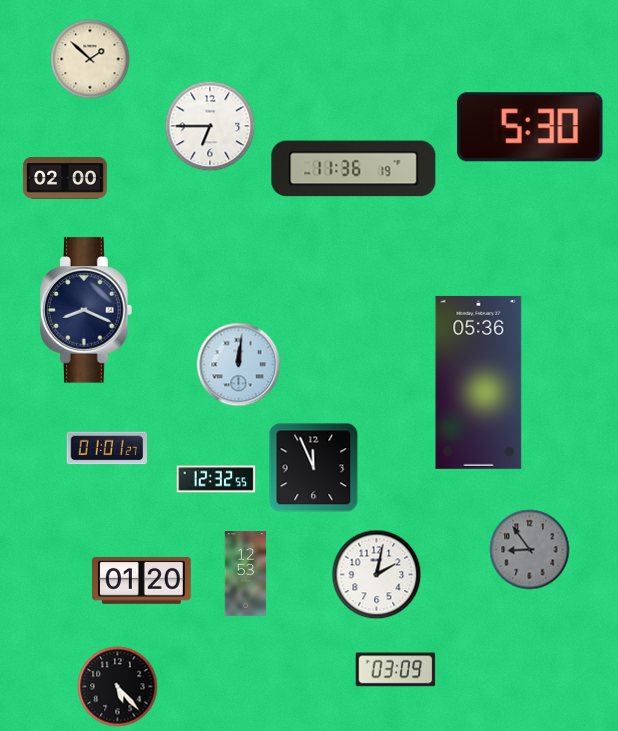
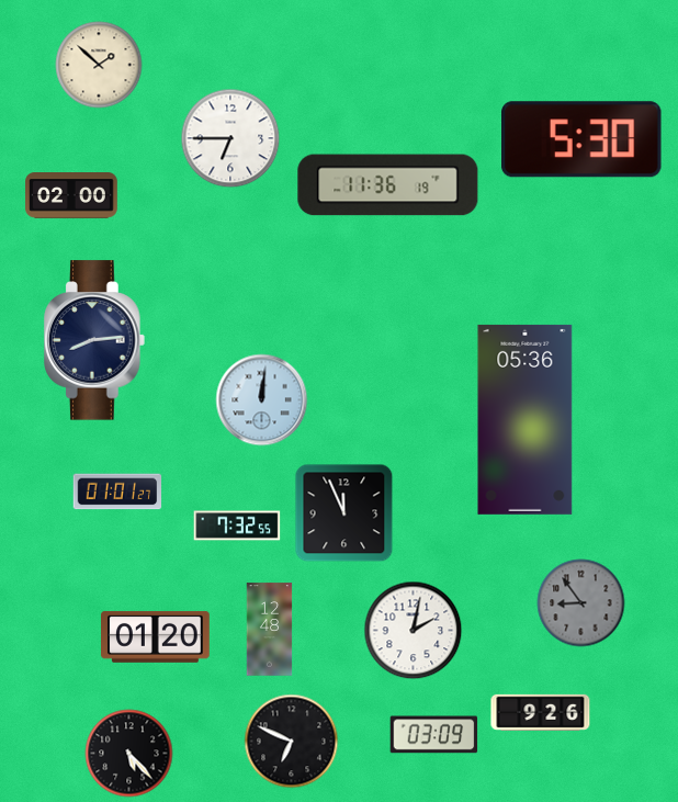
clock at (87, 310): 8:19 -> 8:14
clock at (216, 479): 12:32 -> 7:32
clock at (246, 574): 12:53 -> 12:48
clock at (541, 712): none -> 9:26
clock at (292, 742): none -> 6:49
